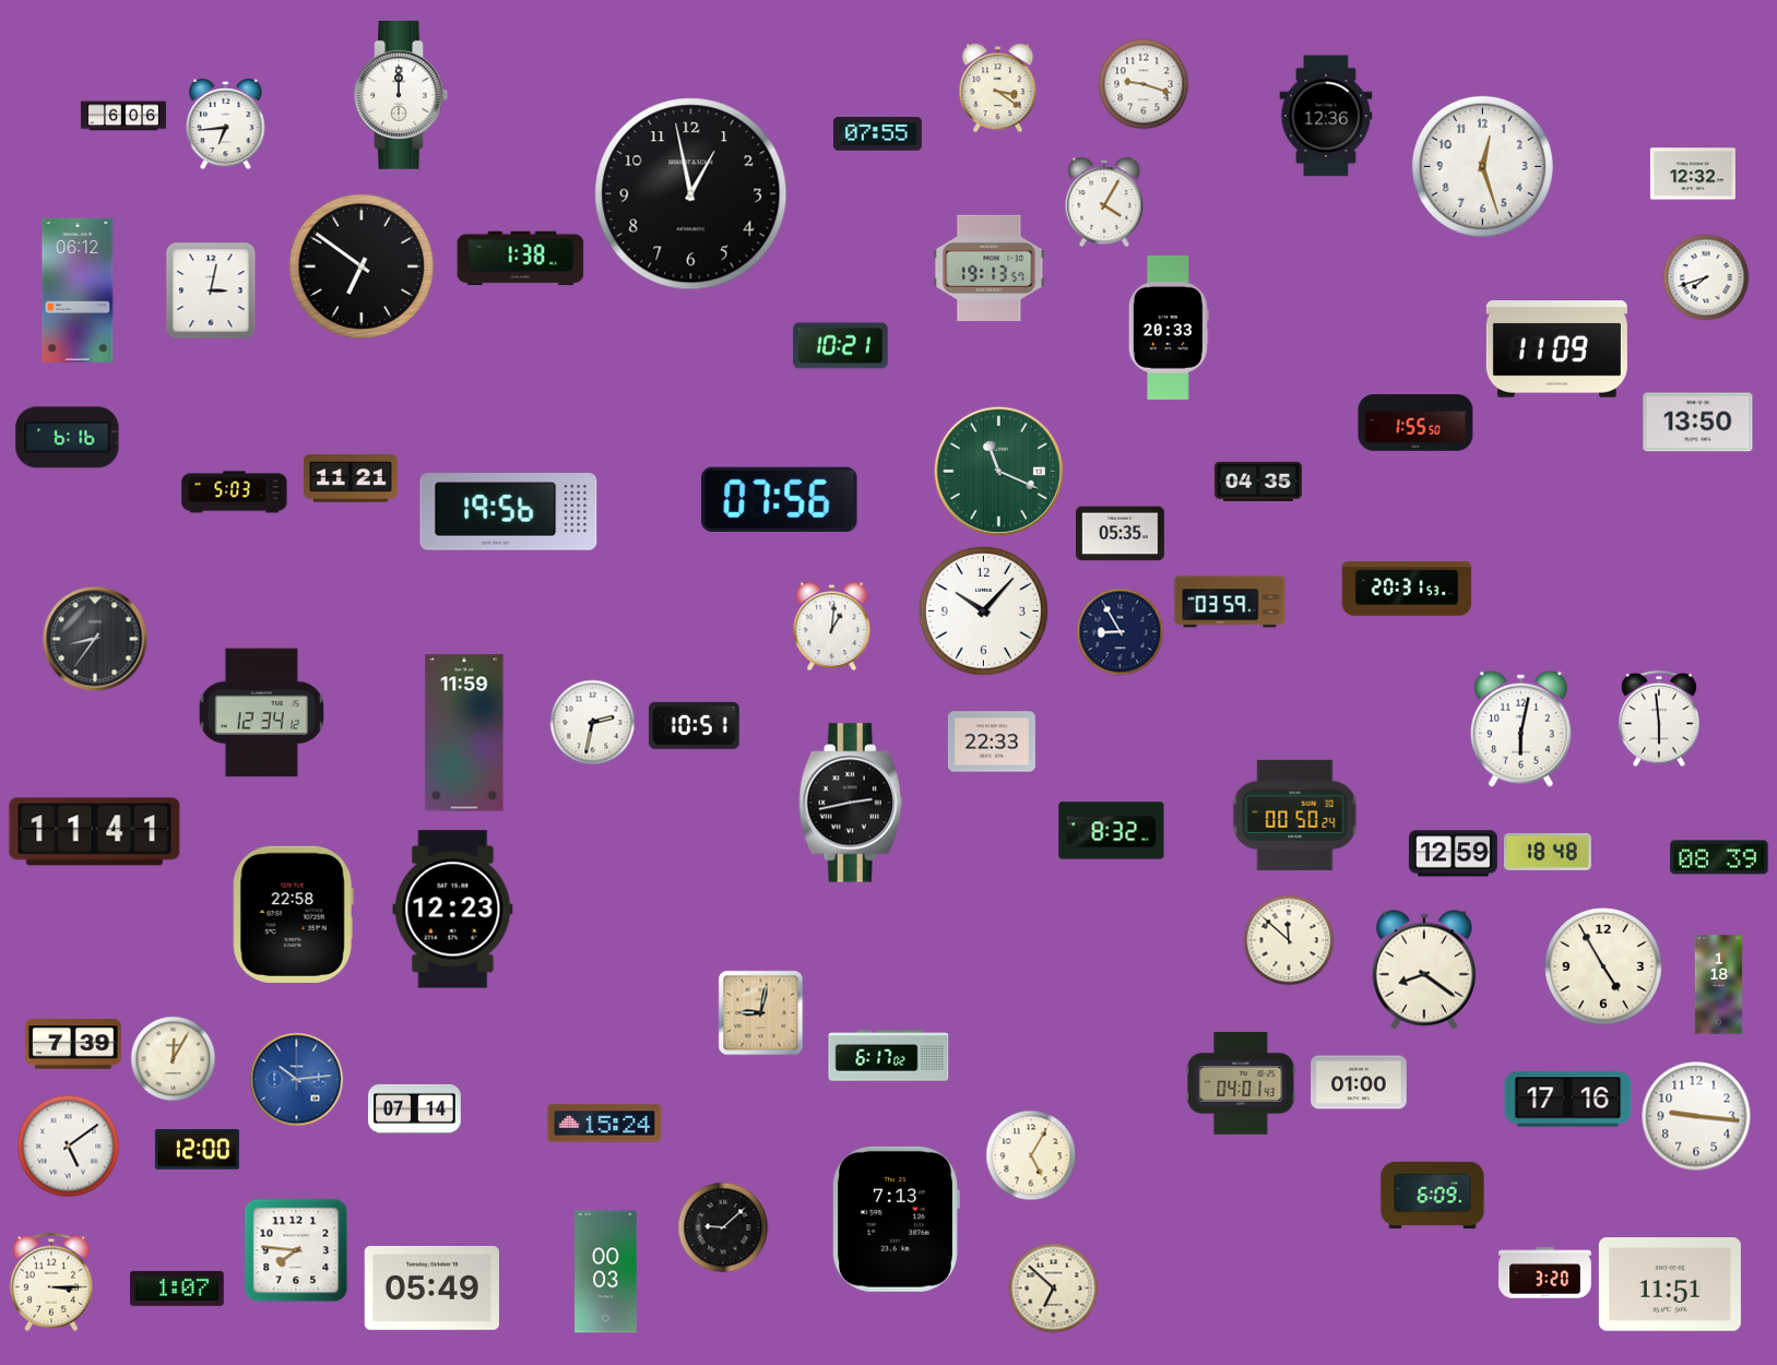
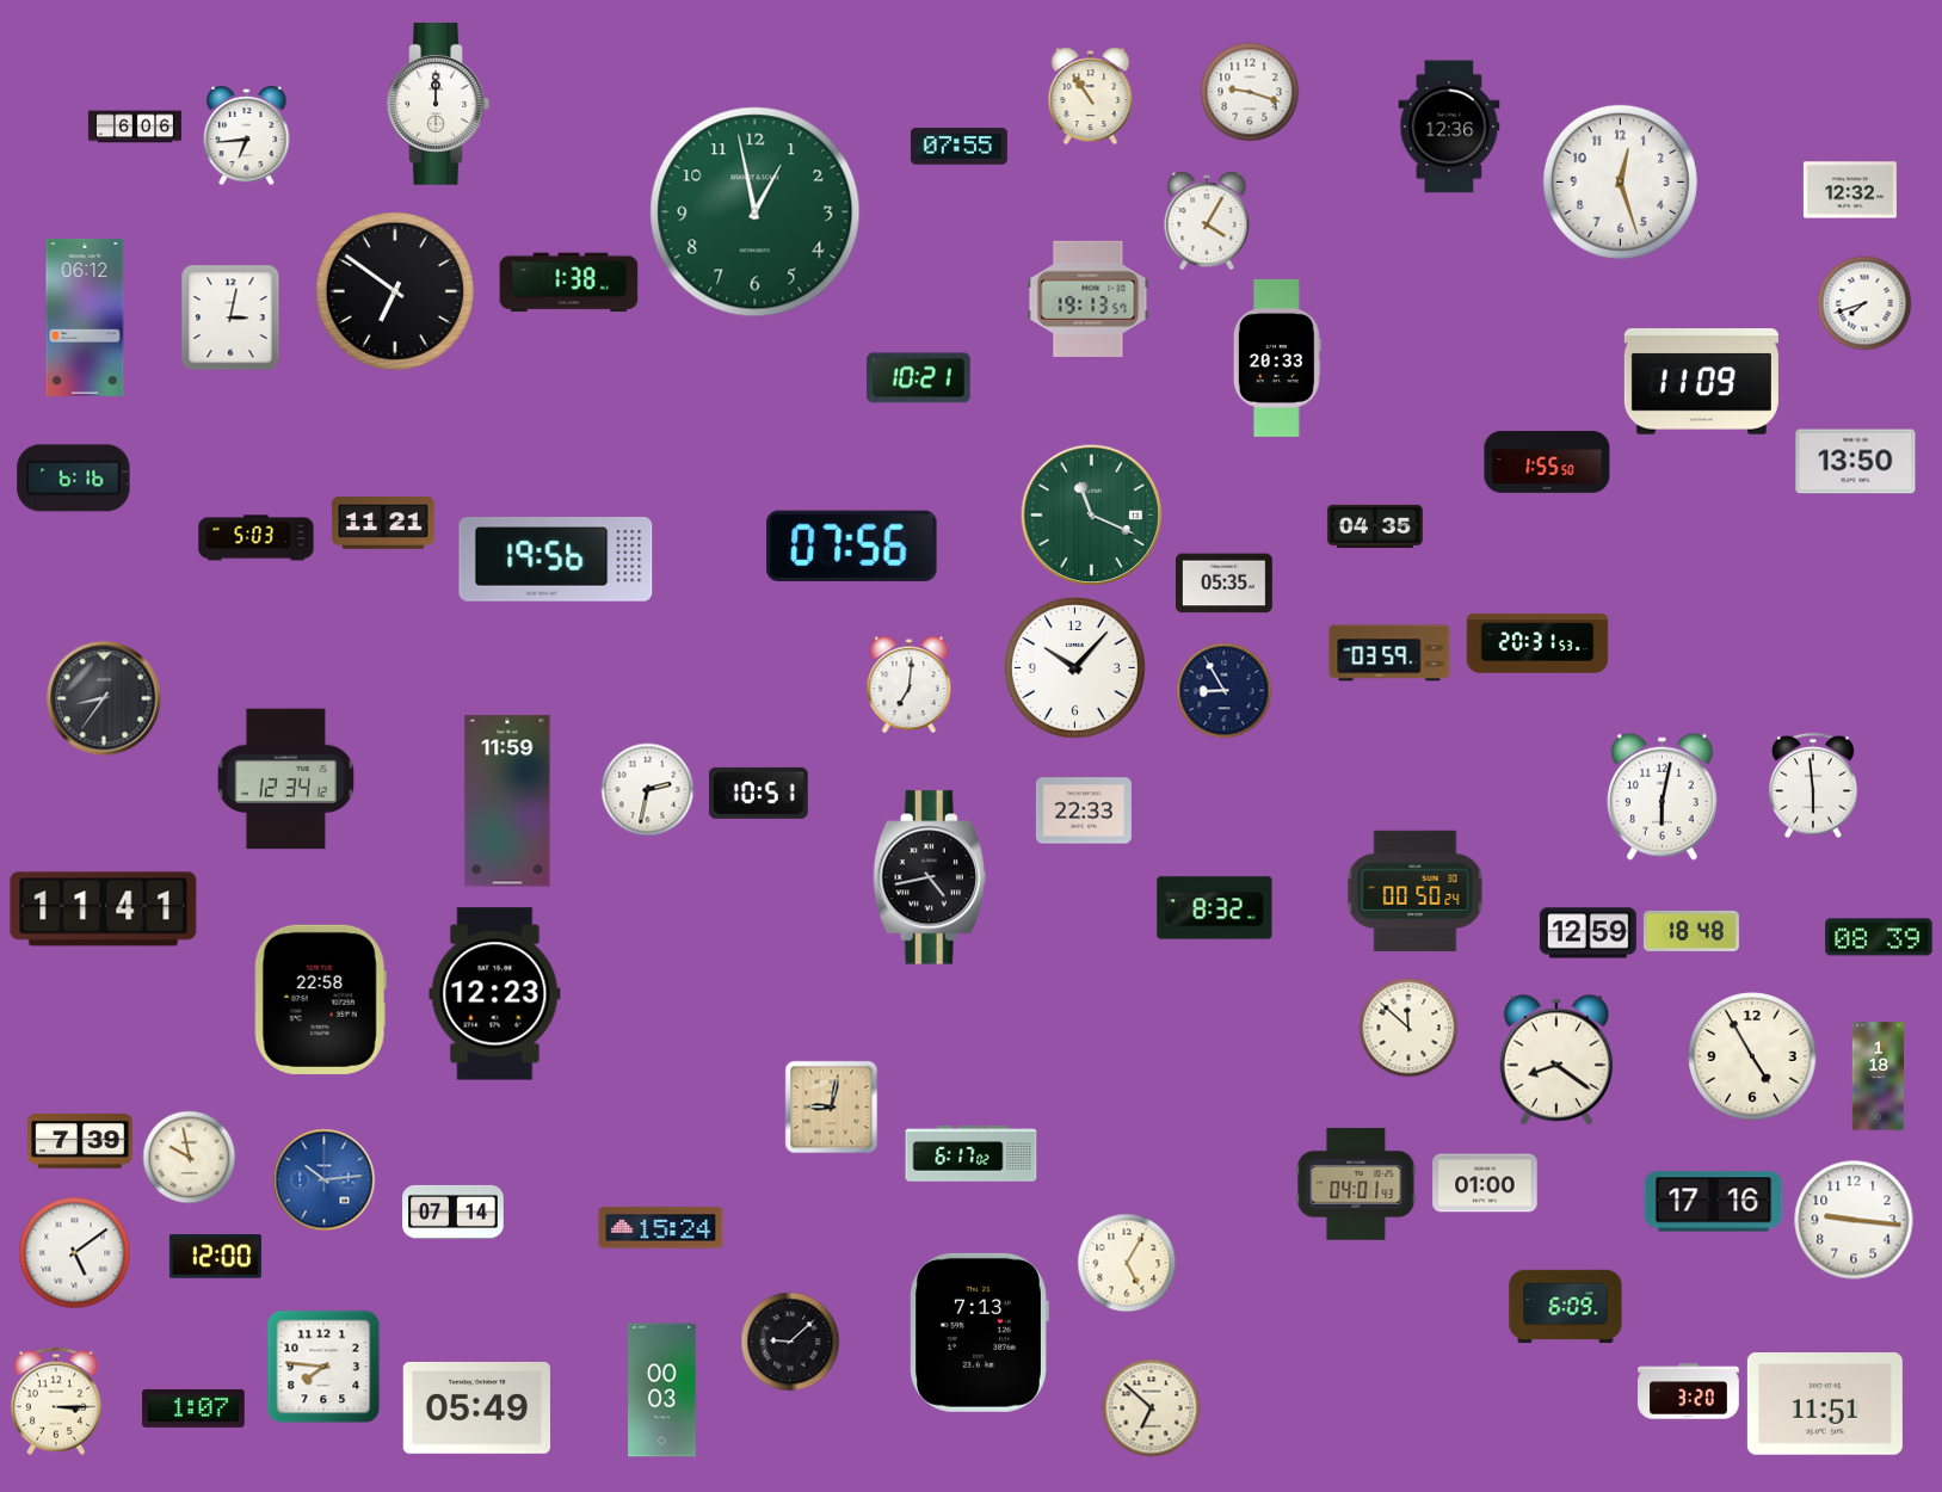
clock at (998, 87): 3:21 -> 10:54
clock at (691, 194) dial: black -> green
clock at (990, 268) position: (990, 268) -> (1089, 298)
clock at (1230, 602) position: (1230, 602) -> (1389, 653)
clock at (832, 626): 1:01 -> 7:01
clock at (851, 803): 2:43 -> 4:43
clock at (173, 1058): 12:05 -> 9:58
clock at (431, 1287) position: (431, 1287) -> (476, 1407)
